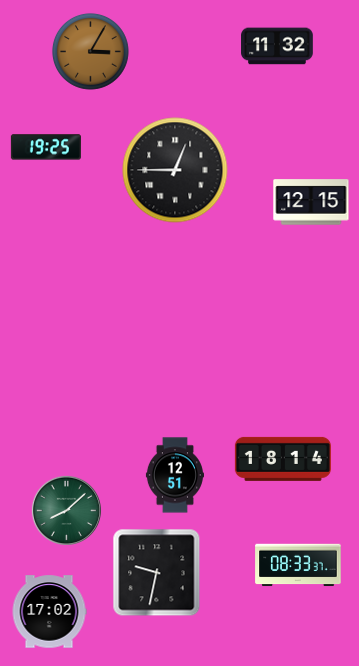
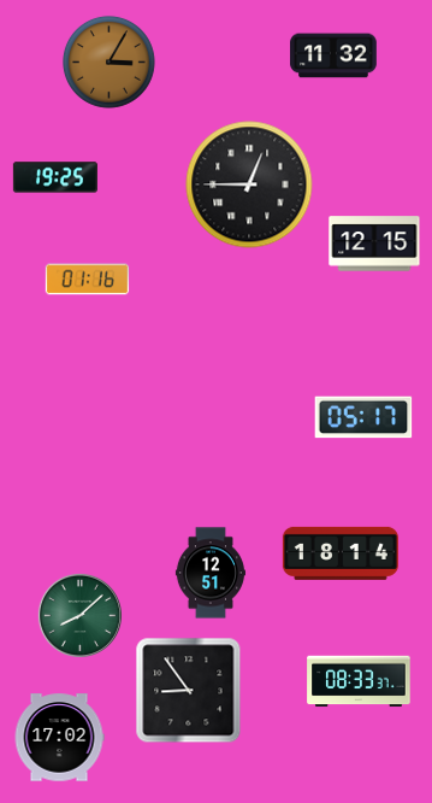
clock at (175, 170) position: (175, 170) -> (249, 184)
clock at (88, 280): none -> 01:16
clock at (363, 417): none -> 05:17
clock at (157, 573): 9:32 -> 8:54
